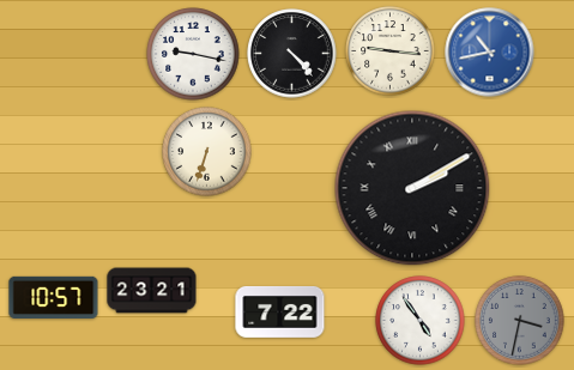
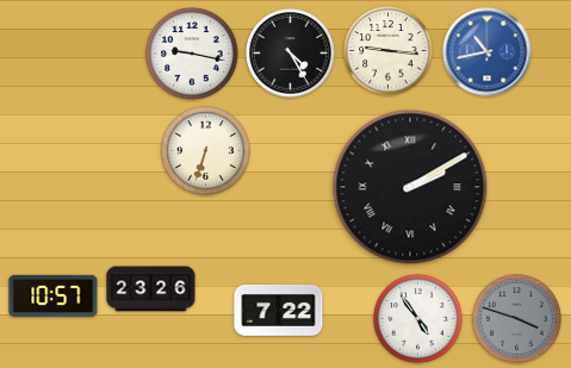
clock at (292, 54): 4:23 -> 4:25
clock at (152, 291): 23:21 -> 23:26
clock at (520, 321): 3:32 -> 3:48
